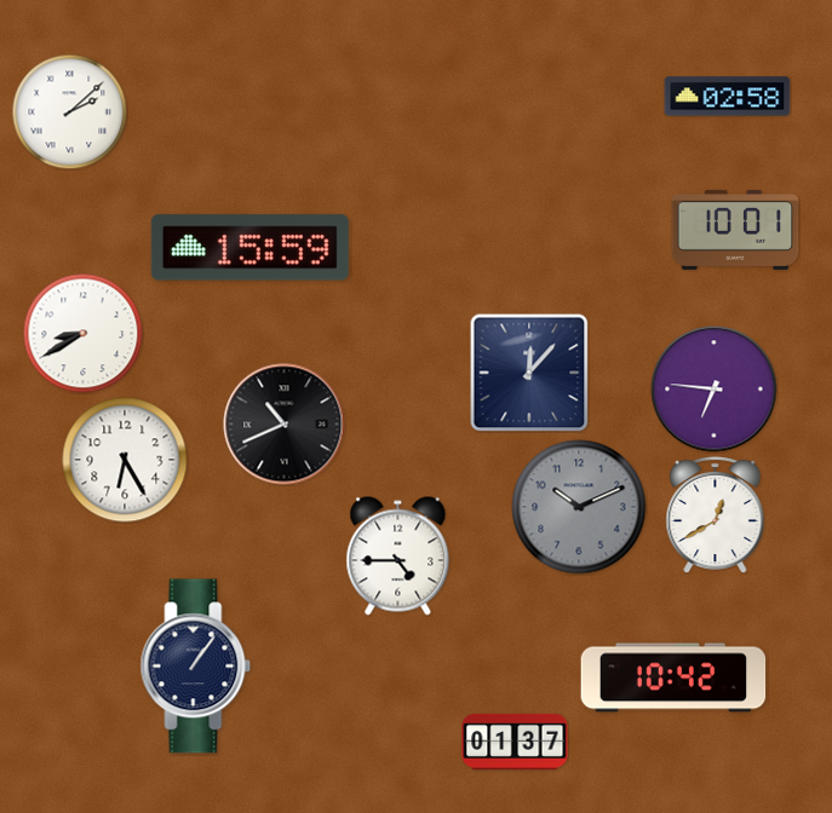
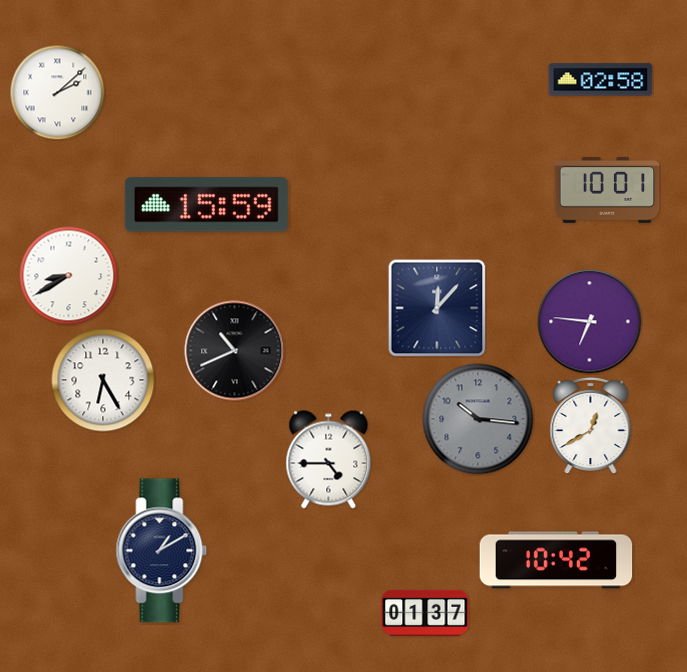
clock at (579, 507): 10:11 -> 10:16
clock at (196, 667): 1:06 -> 1:10
